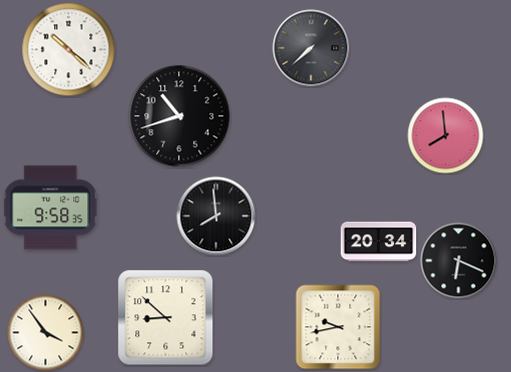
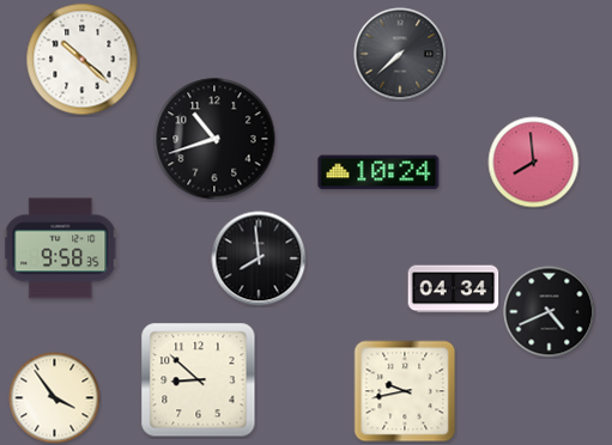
clock at (311, 48) position: (311, 48) -> (400, 54)
clock at (378, 172): none -> 10:24
clock at (379, 242): 20:34 -> 04:34
clock at (459, 261): 6:19 -> 4:41
